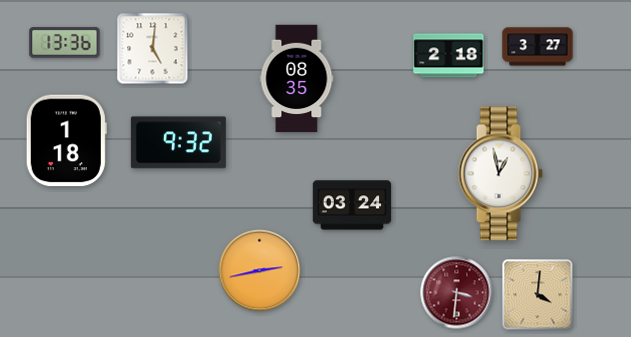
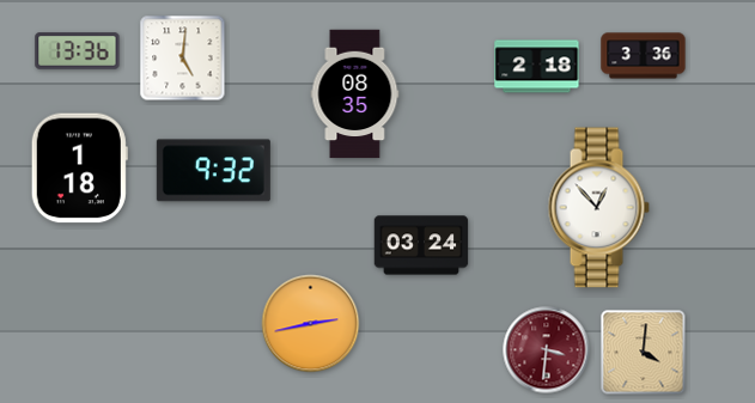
clock at (538, 47): 3:27 -> 3:36
clock at (500, 174): 12:58 -> 12:53
